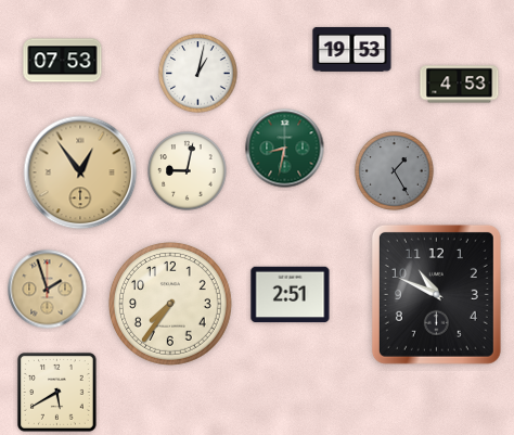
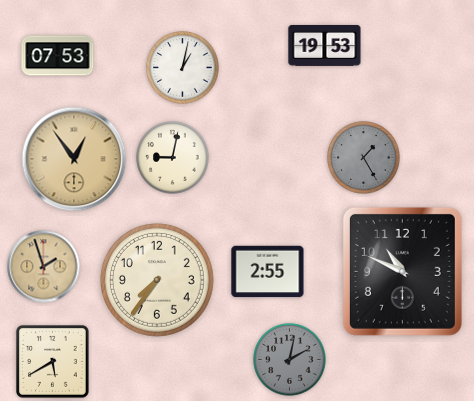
clock at (460, 85): 4:53 -> none
clock at (285, 149): 8:32 -> none
clock at (291, 295): 2:51 -> 2:55
clock at (290, 360): none -> 2:02
